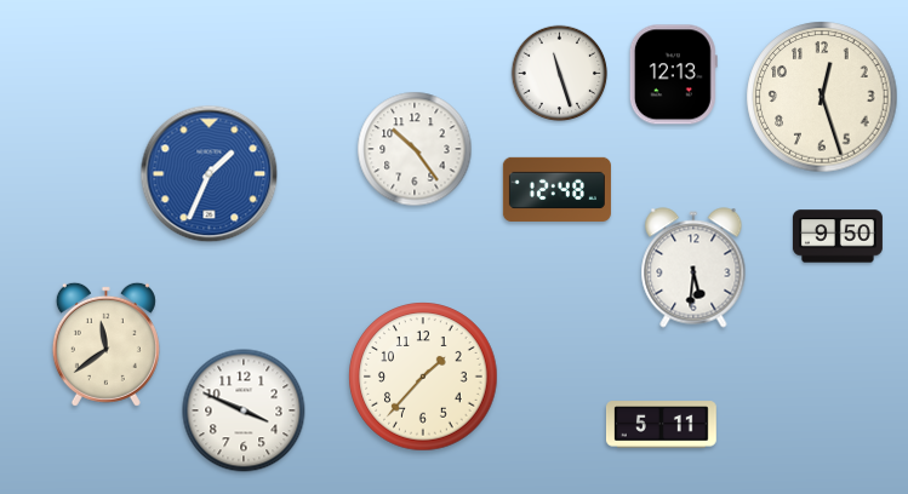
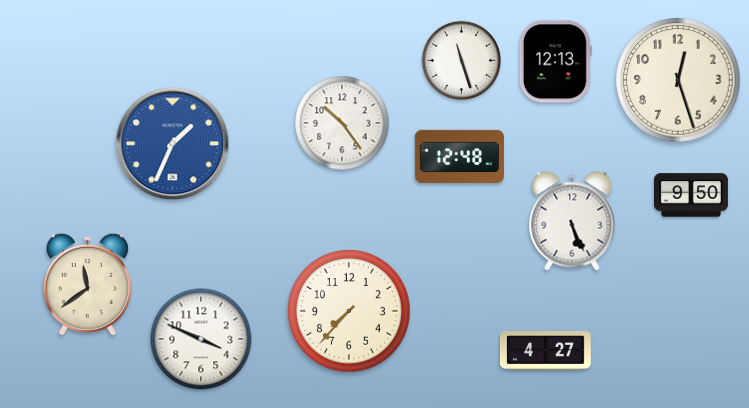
clock at (693, 268): 5:31 -> 5:26
clock at (423, 377): 1:37 -> 7:37
clock at (661, 425): 5:11 -> 4:27
